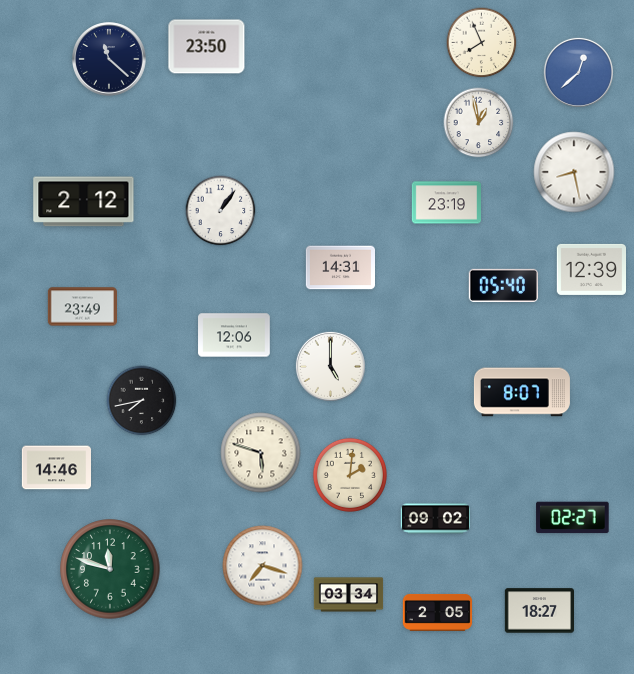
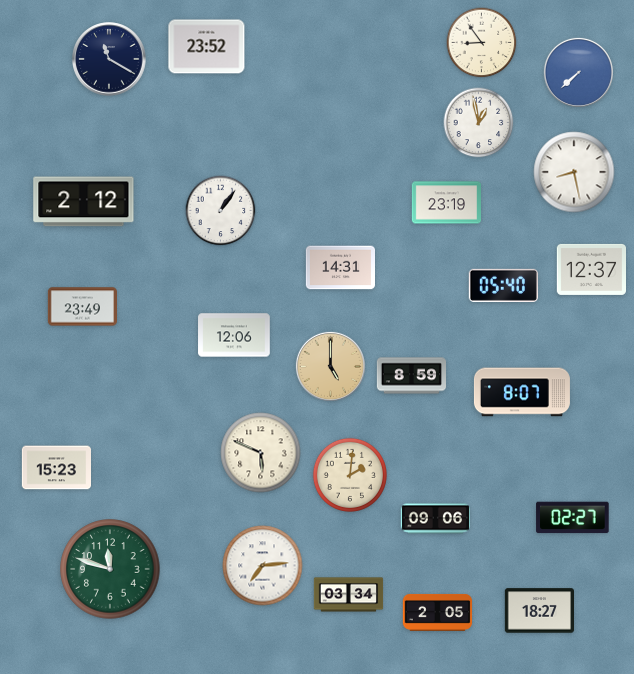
clock at (482, 43): 7:56 -> 8:54
clock at (207, 47): 23:50 -> 23:52
clock at (109, 59): 11:22 -> 11:20
clock at (578, 72): 12:38 -> 7:38
clock at (591, 269): 12:39 -> 12:37
clock at (330, 366) dial: white -> champagne
clock at (412, 376): none -> 8:59
clock at (142, 401): 7:43 -> none
clock at (261, 453): 5:48 -> 5:49
clock at (56, 468): 14:46 -> 15:23
clock at (436, 519): 09:02 -> 09:06
clock at (263, 566): 7:18 -> 7:14
